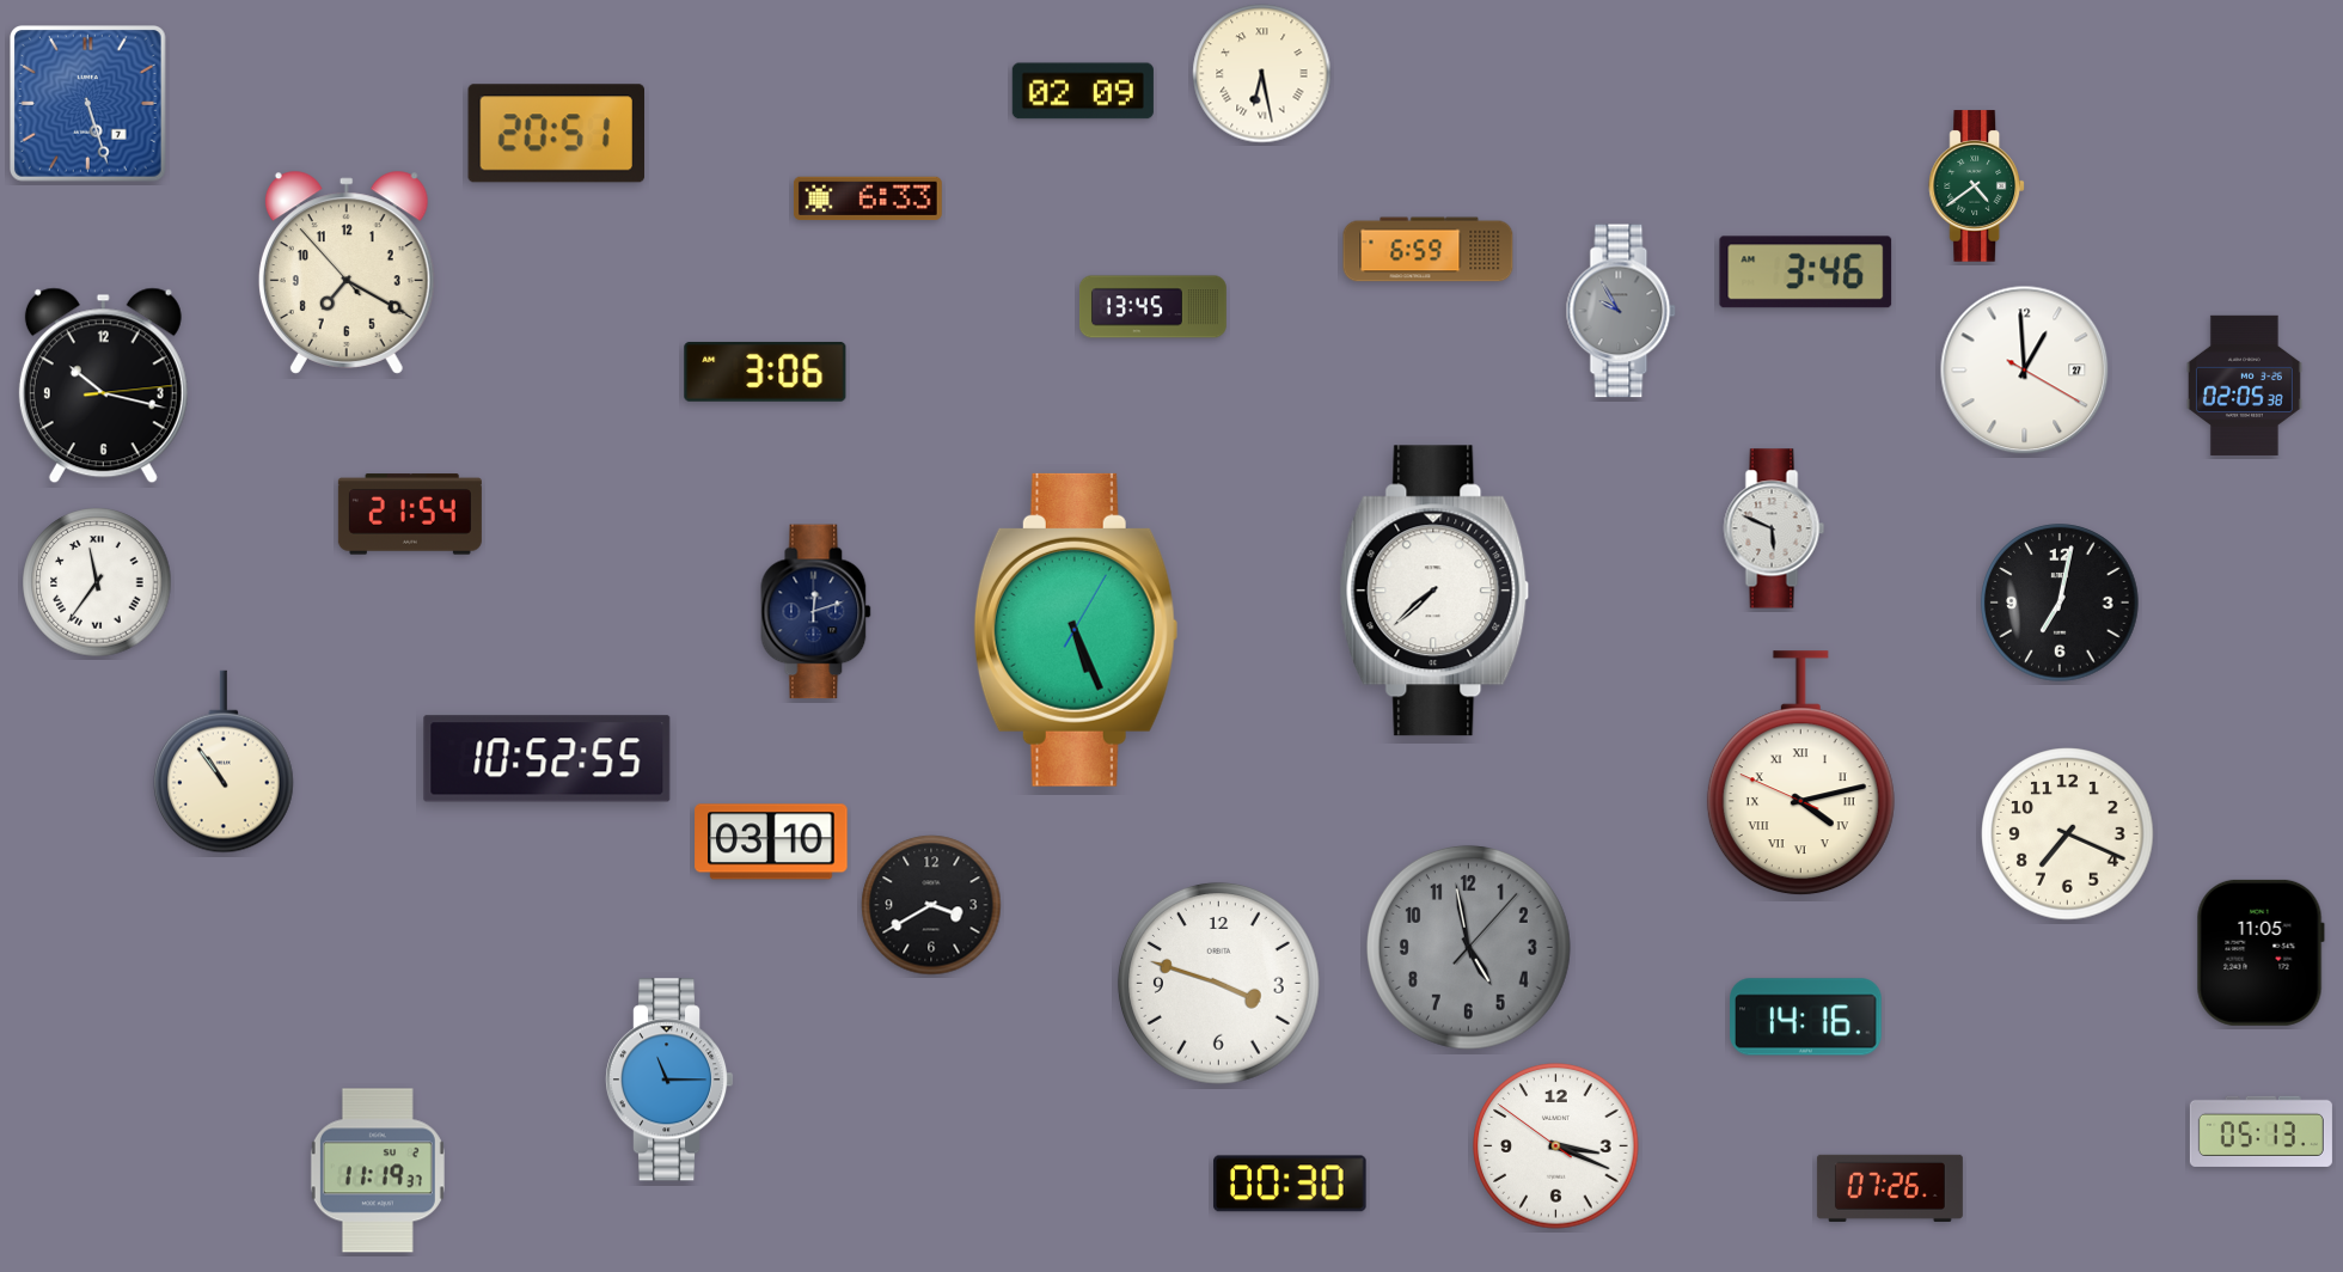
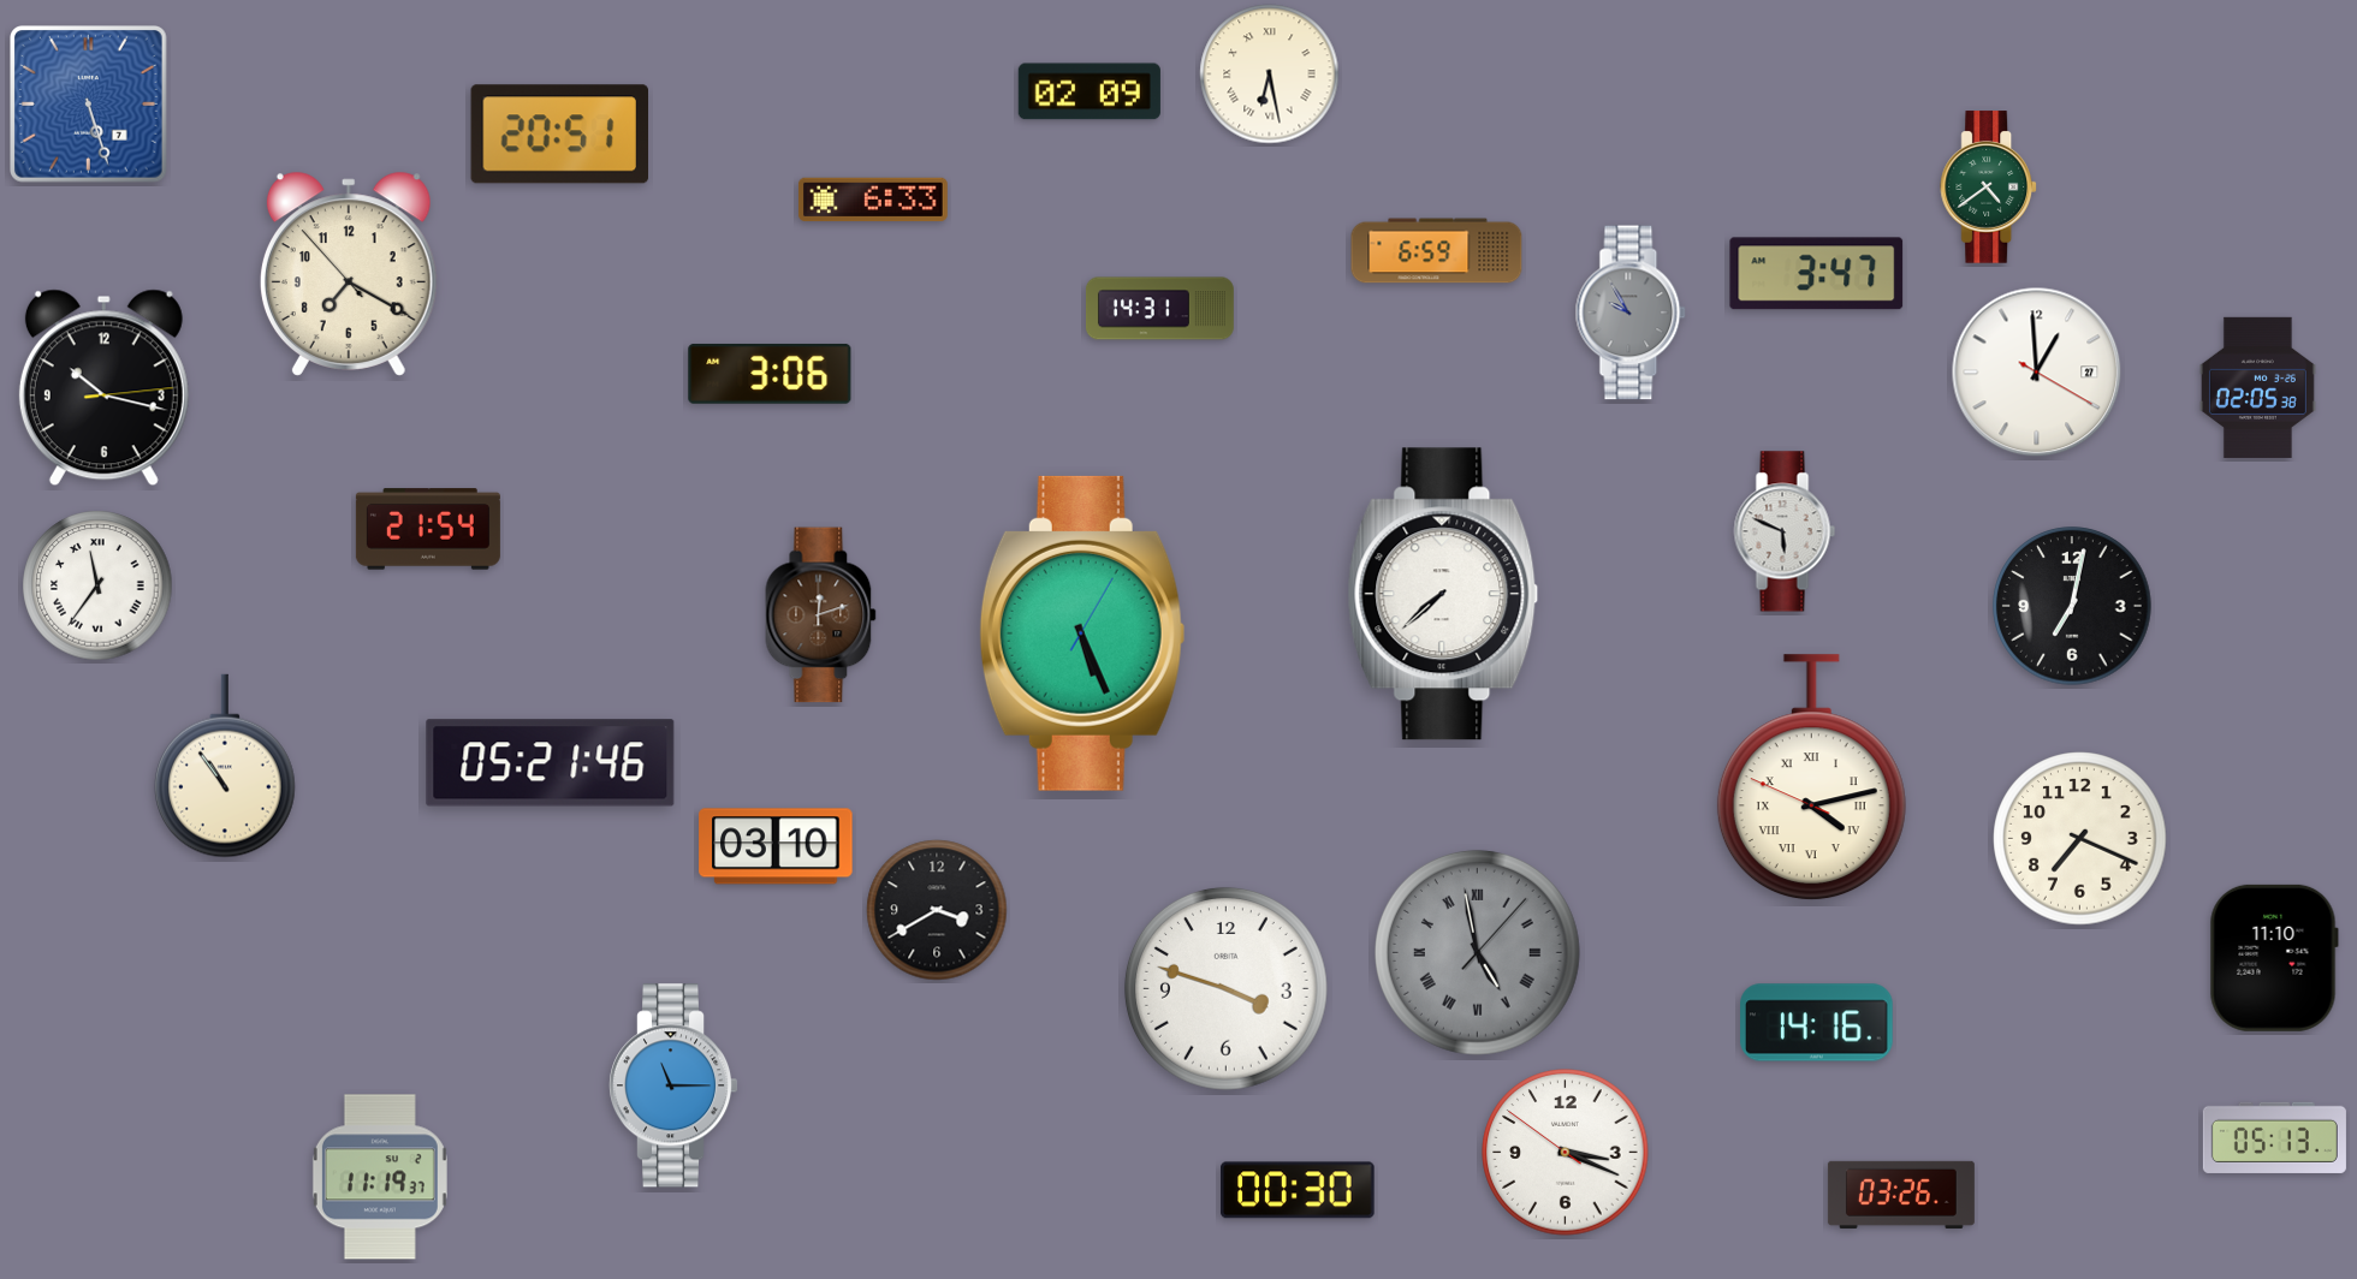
clock at (1806, 273): 3:46 -> 3:47
clock at (1152, 307): 13:45 -> 14:31
clock at (410, 514) position: (410, 514) -> (428, 529)
clock at (816, 612) dial: navy -> brown
clock at (547, 759): 10:52 -> 05:21
clock at (1468, 947) numerals: Arabic -> Roman
clock at (2261, 953): 11:05 -> 11:10
clock at (1890, 1188): 07:26 -> 03:26
